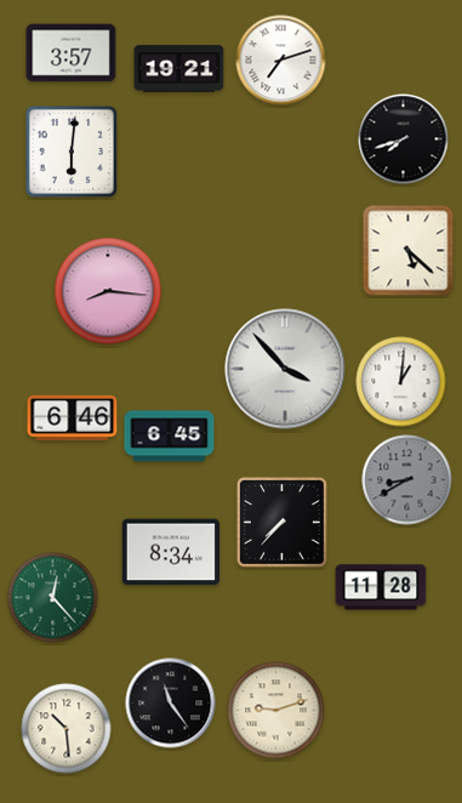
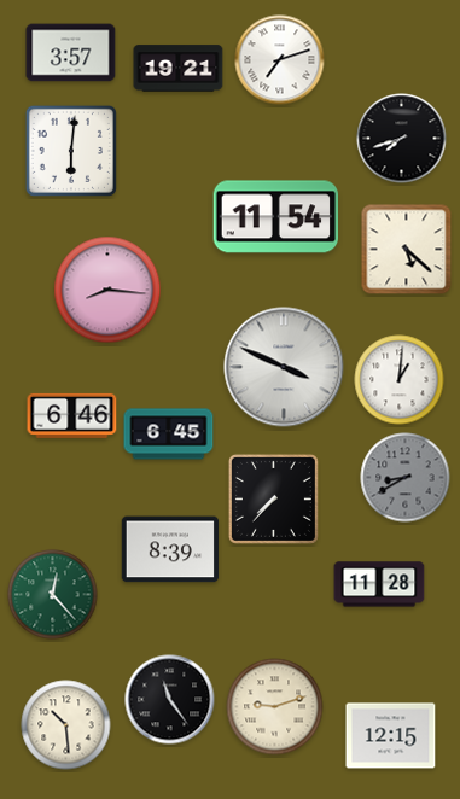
clock at (276, 217): none -> 11:54
clock at (285, 369): 3:53 -> 3:49
clock at (281, 522) position: (281, 522) -> (273, 498)
clock at (171, 552): 8:34 -> 8:39
clock at (391, 736): none -> 12:15
